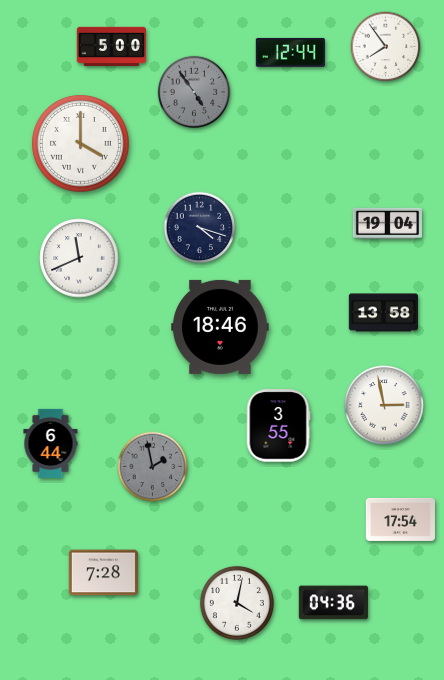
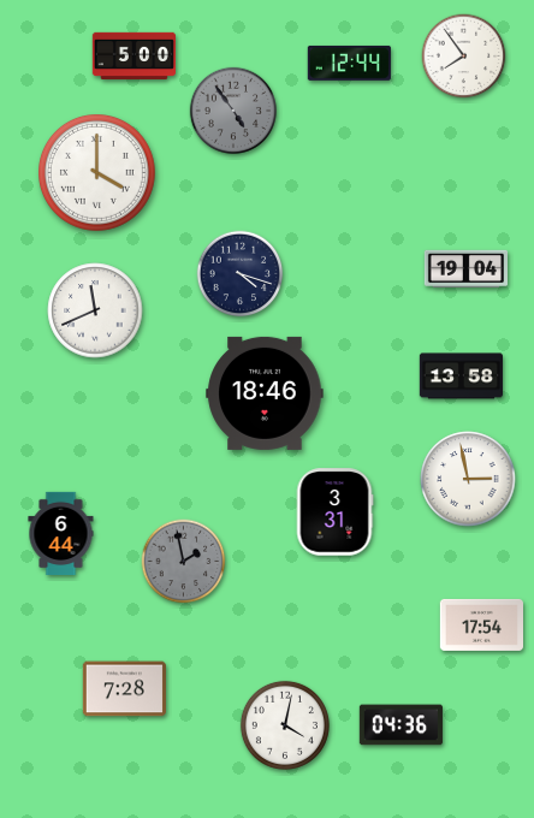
clock at (384, 405) position: (384, 405) -> (468, 479)
clock at (278, 426): 3:55 -> 3:31
